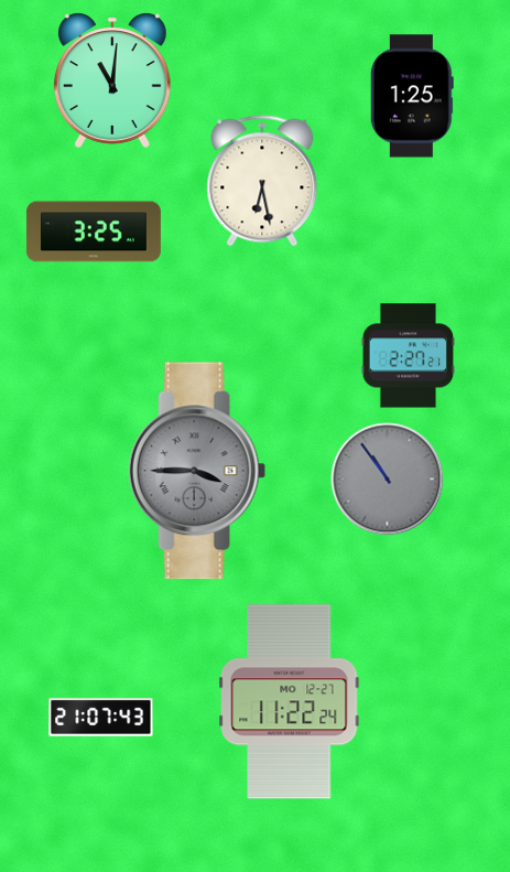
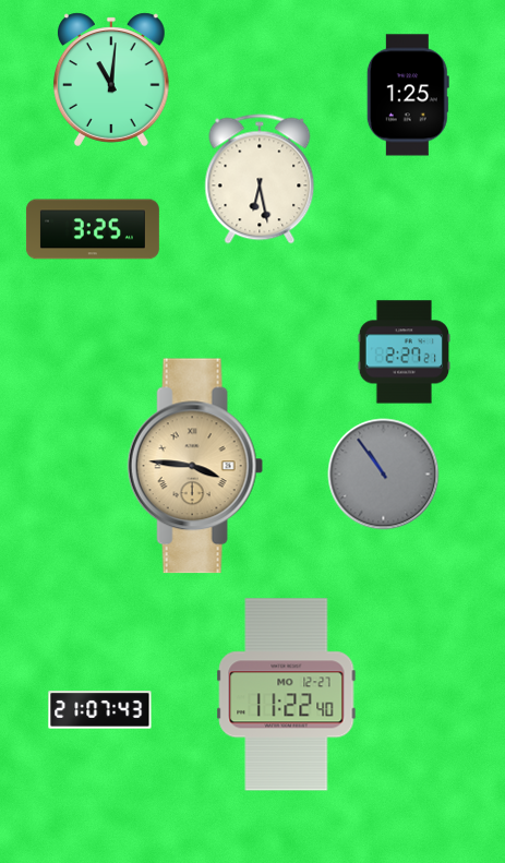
clock at (197, 471): 3:45 -> 3:46
clock at (197, 471) dial: grey -> champagne
clock at (290, 702): 11:22:24 -> 11:22:40
